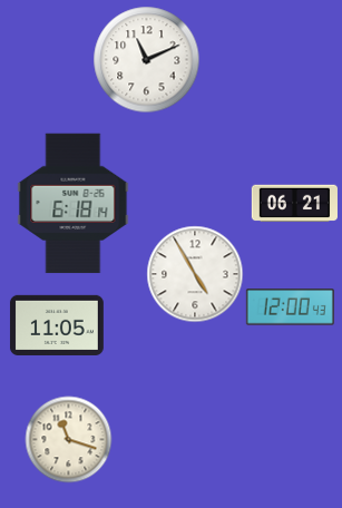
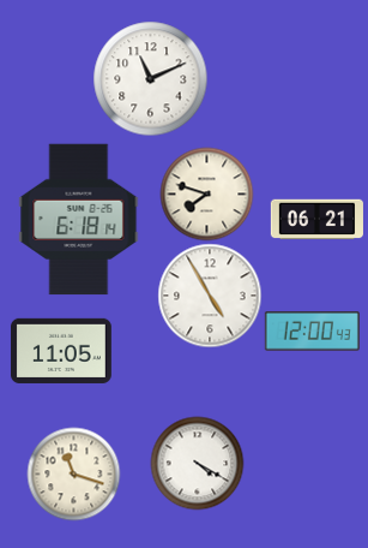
clock at (146, 59) position: (146, 59) -> (150, 78)
clock at (206, 193): none -> 7:48
clock at (197, 463): none -> 4:20
